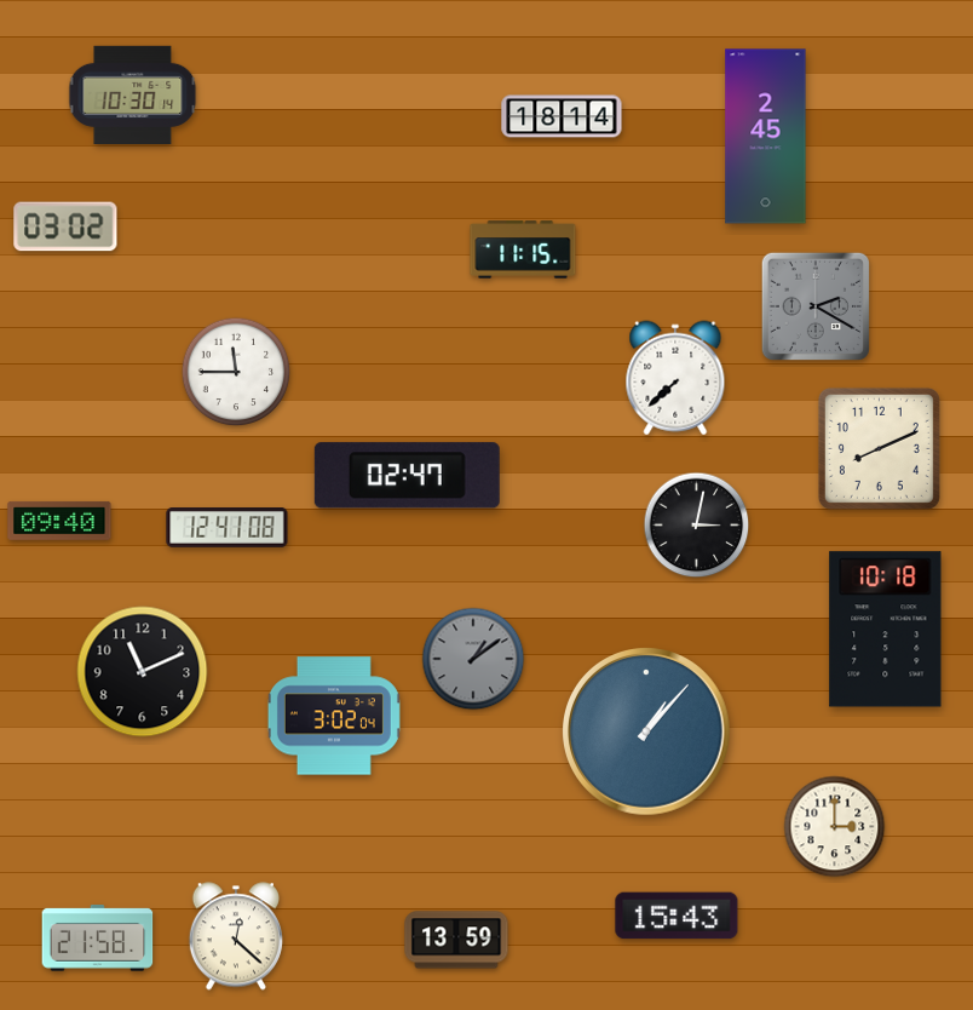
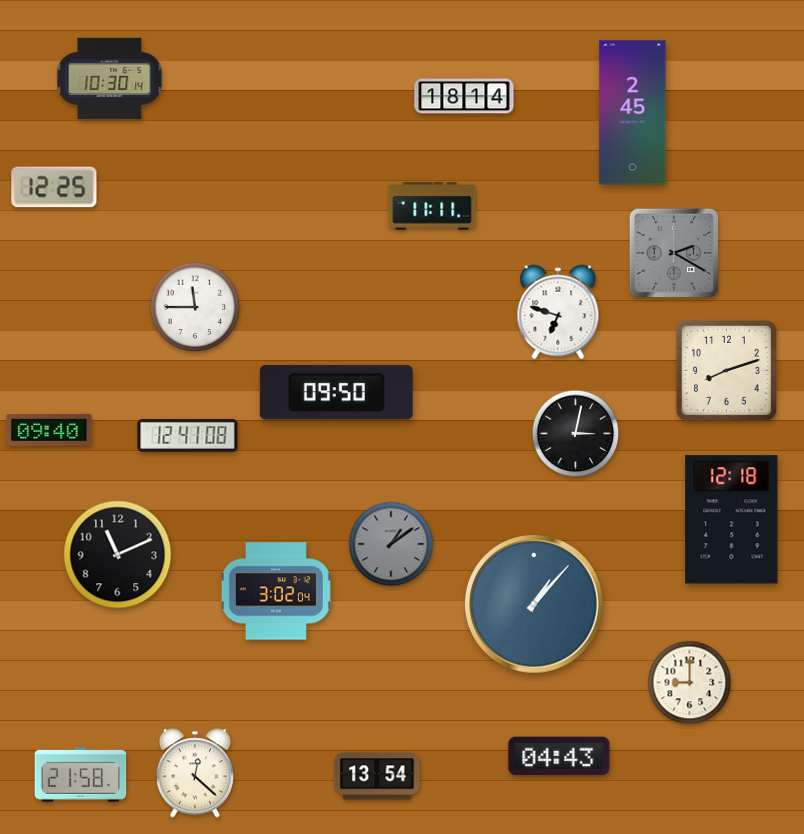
clock at (65, 226): 03:02 -> 12:25
clock at (523, 249): 11:15 -> 11:11
clock at (675, 378): 7:38 -> 6:48
clock at (879, 448): 8:11 -> 8:12
clock at (407, 476): 02:47 -> 09:50
clock at (886, 630): 10:18 -> 12:18
clock at (835, 827): 3:00 -> 9:00
clock at (677, 916): 15:43 -> 04:43
clock at (456, 940): 13:59 -> 13:54
